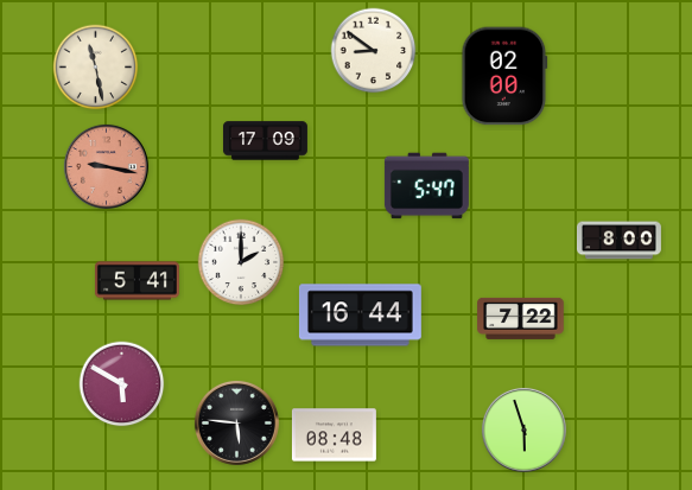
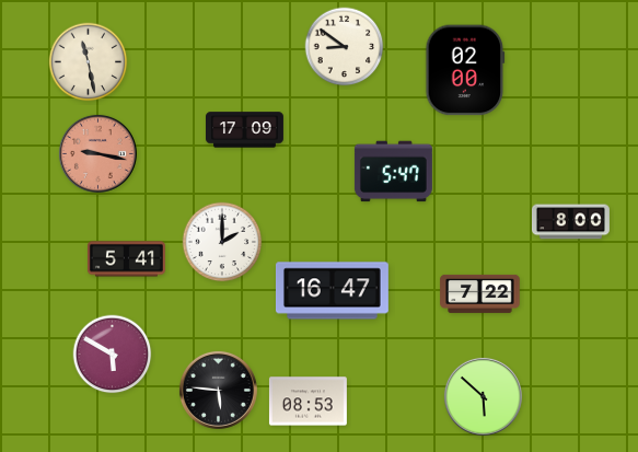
clock at (360, 316): 16:44 -> 16:47
clock at (523, 429): 5:57 -> 5:52
clock at (334, 435): 08:48 -> 08:53
